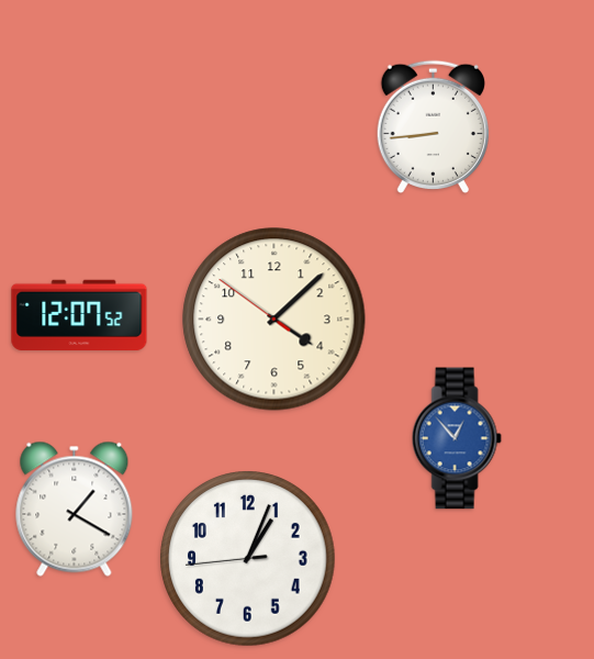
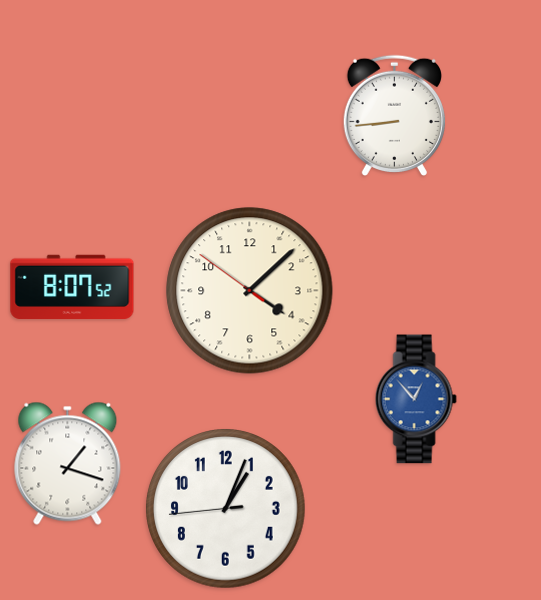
clock at (79, 315): 12:07 -> 8:07
clock at (75, 509): 1:20 -> 1:18
